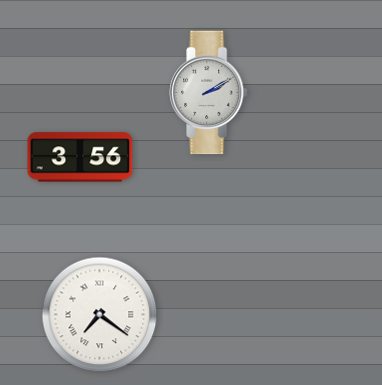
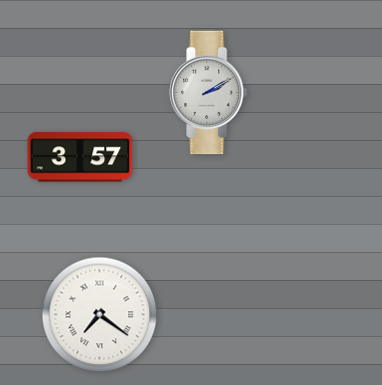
clock at (80, 157): 3:56 -> 3:57
